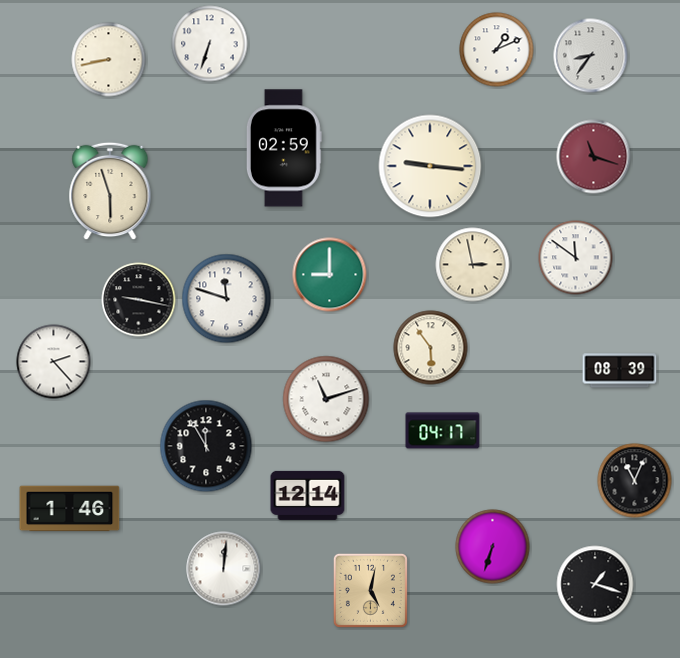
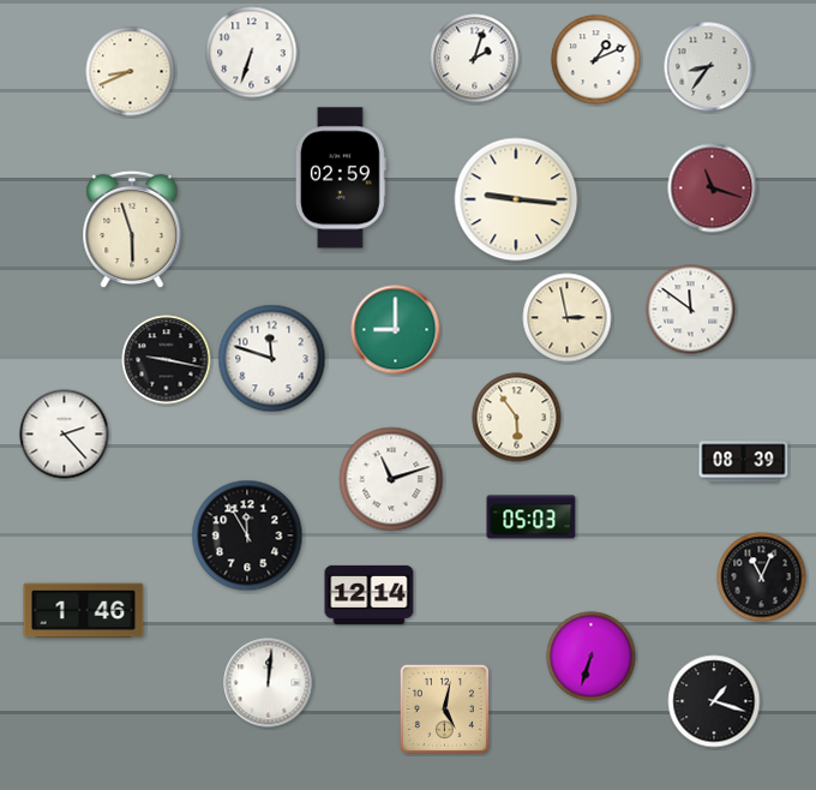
clock at (475, 59): none -> 2:03
clock at (109, 60): 8:43 -> 8:41
clock at (620, 371) position: (620, 371) -> (744, 462)
clock at (443, 431): 04:17 -> 05:03
